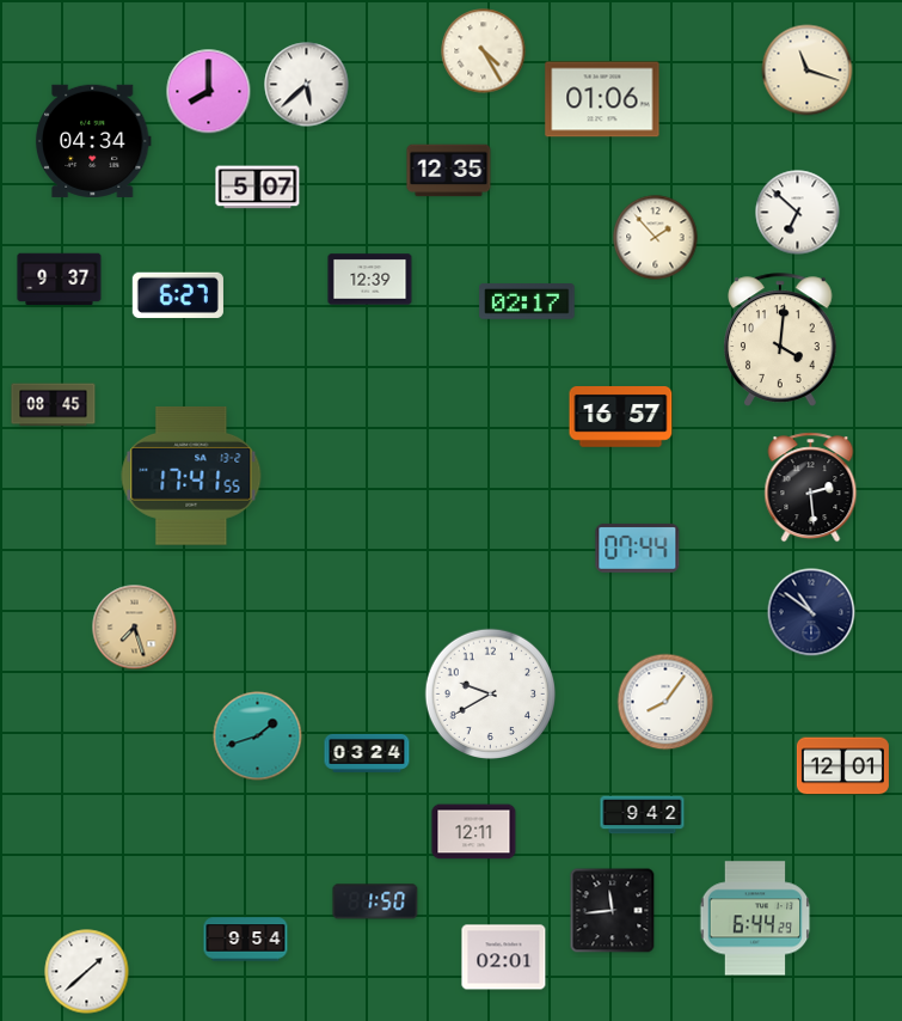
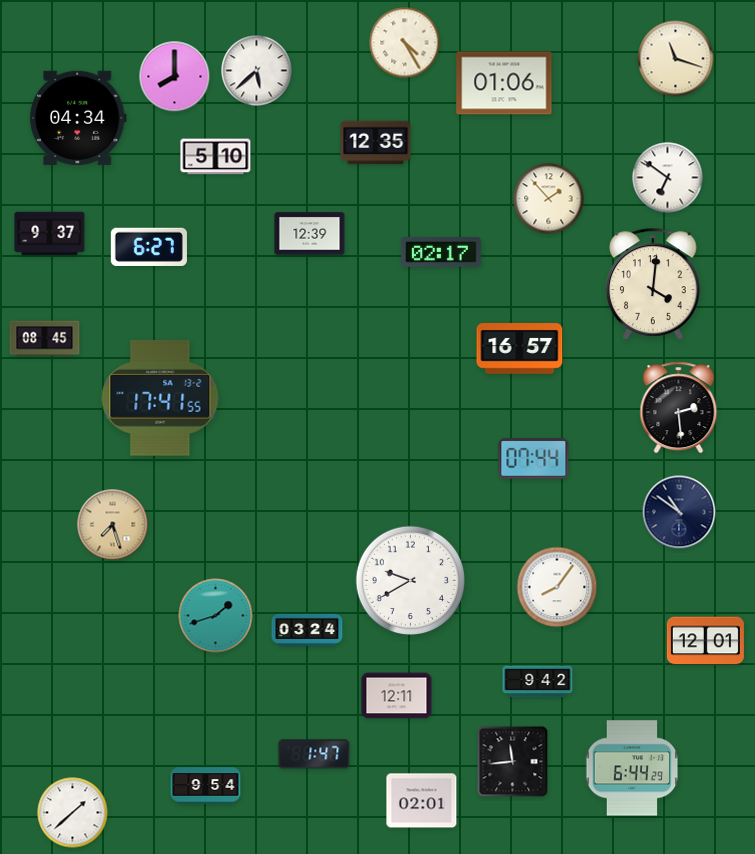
clock at (258, 188): 5:07 -> 5:10
clock at (798, 213): 6:52 -> 6:51
clock at (375, 901): 1:50 -> 1:47
